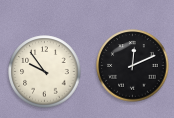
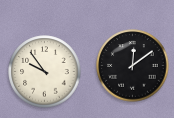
clock at (133, 66): 12:11 -> 12:09
